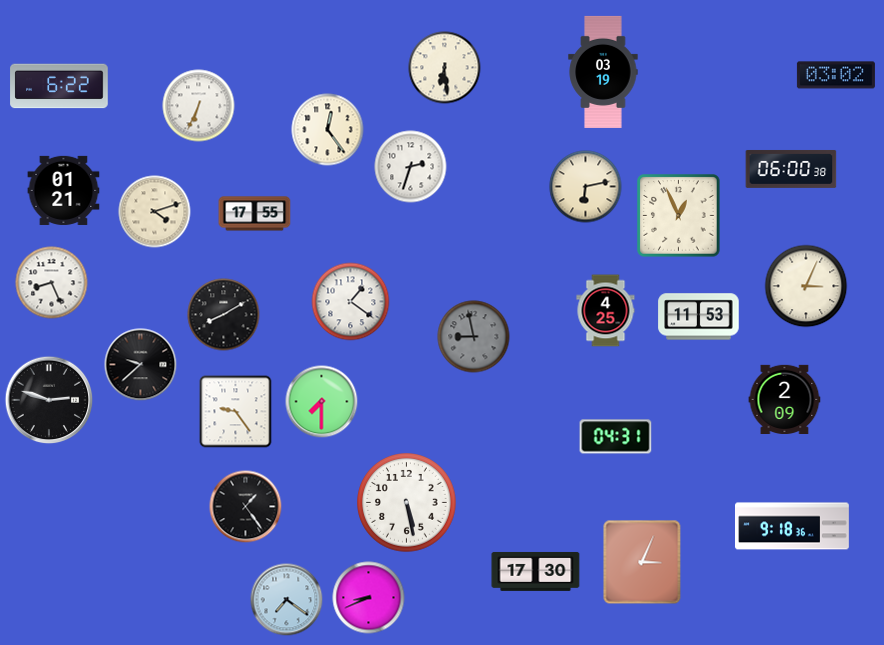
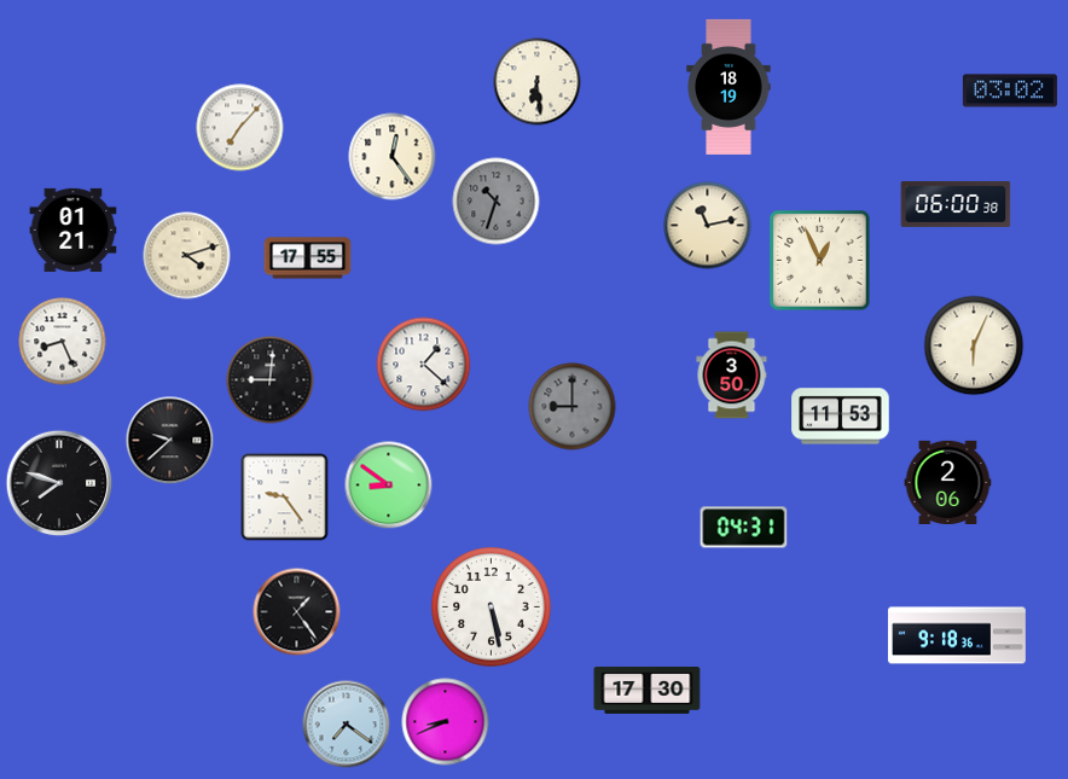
clock at (603, 72): 03:19 -> 18:19
clock at (59, 86): 6:22 -> none
clock at (199, 106): 6:34 -> 7:07
clock at (328, 130) position: (328, 130) -> (393, 157)
clock at (411, 167): 2:33 -> 10:33
clock at (411, 167) dial: white -> grey
clock at (586, 187): 6:13 -> 11:13
clock at (64, 190) position: (64, 190) -> (74, 229)
clock at (806, 286): 3:04 -> 6:04
clock at (351, 302): 1:21 -> 1:22
clock at (606, 311): 4:25 -> 3:50
clock at (224, 315): 8:10 -> 9:01
clock at (699, 317) position: (699, 317) -> (841, 417)
clock at (474, 337): 8:58 -> 9:00
clock at (785, 399): 2:09 -> 2:06
clock at (49, 400): 2:48 -> 7:48
clock at (322, 402): 7:30 -> 8:51
clock at (642, 562): 3:04 -> none
